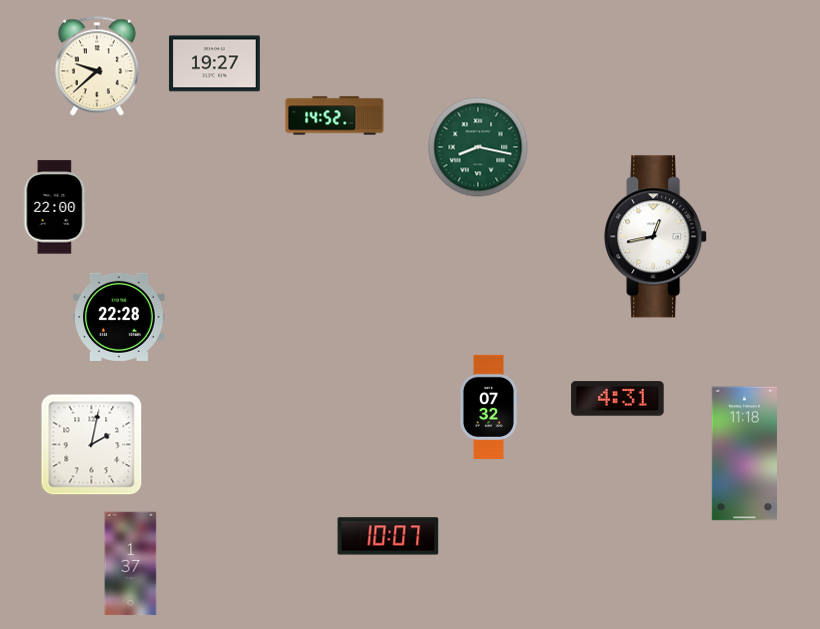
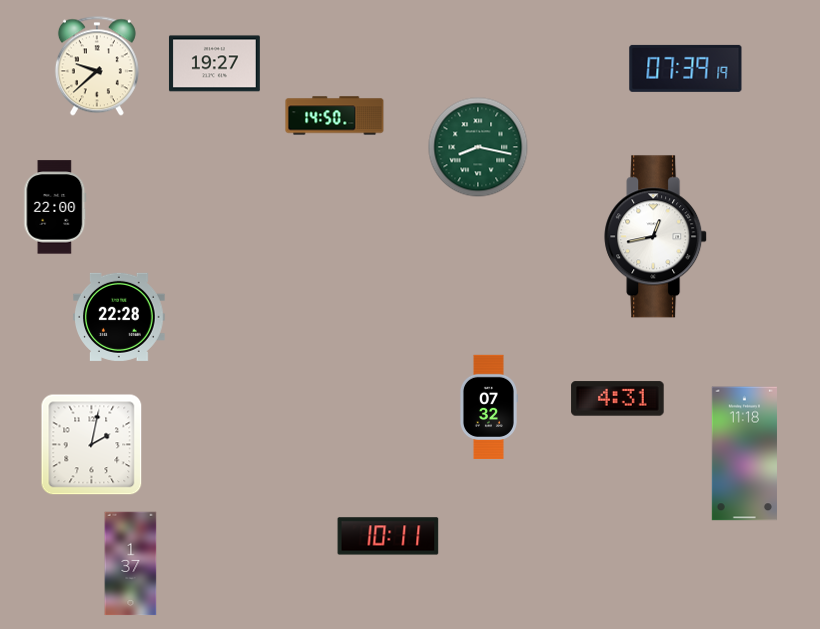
clock at (686, 68): none -> 07:39
clock at (335, 116): 14:52 -> 14:50
clock at (388, 536): 10:07 -> 10:11
